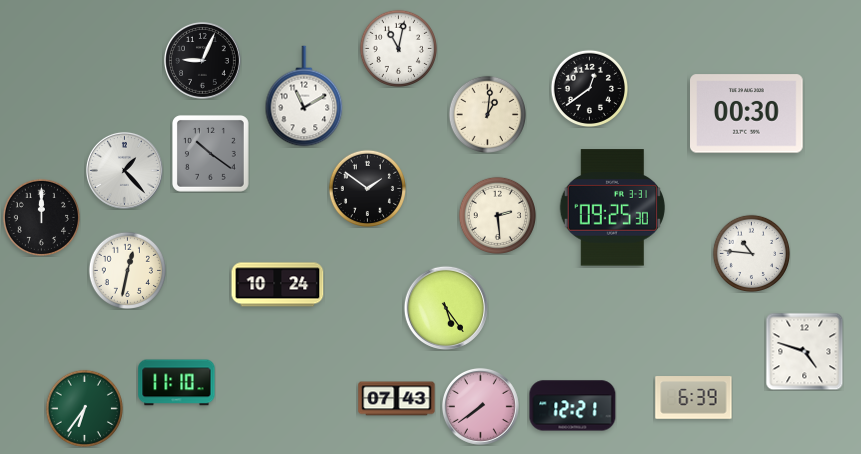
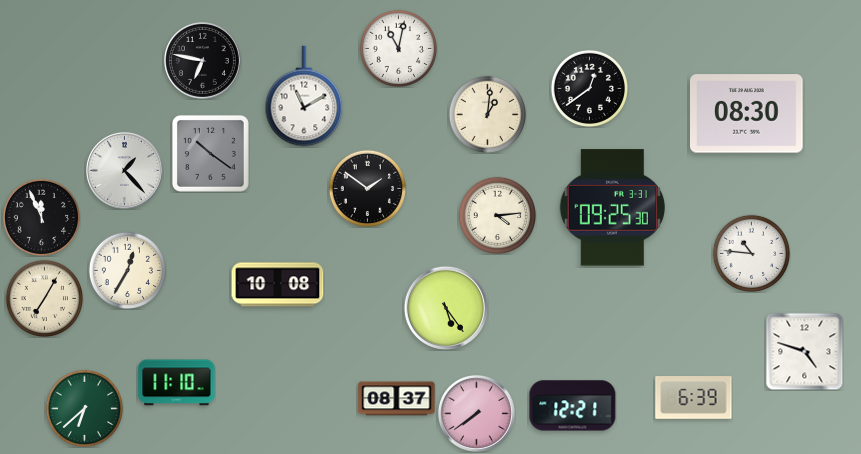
clock at (202, 60): 9:04 -> 6:47
clock at (747, 114): 00:30 -> 08:30
clock at (497, 215): 2:29 -> 4:14
clock at (41, 217): 12:00 -> 11:56
clock at (127, 270): 12:32 -> 12:35
clock at (278, 285): 10:24 -> 10:08
clock at (44, 298): none -> 7:05
clock at (397, 399): 07:43 -> 08:37
clock at (480, 406) position: (480, 406) -> (476, 413)
clock at (84, 408): 6:36 -> 6:38
